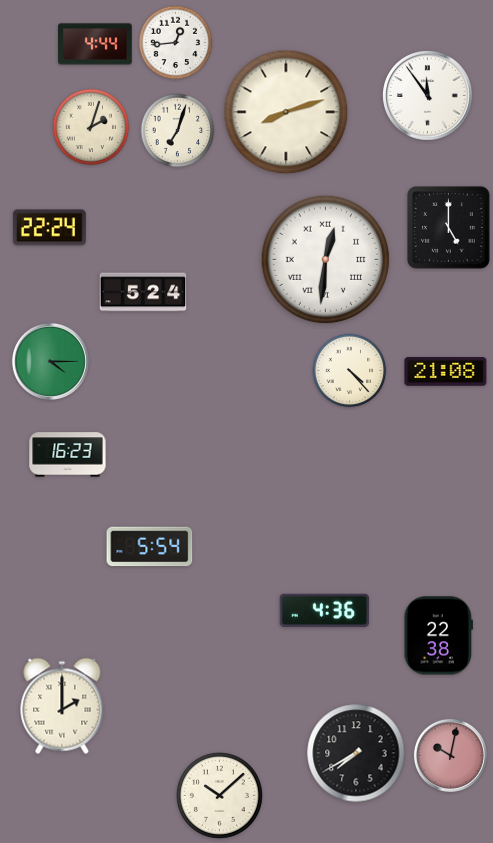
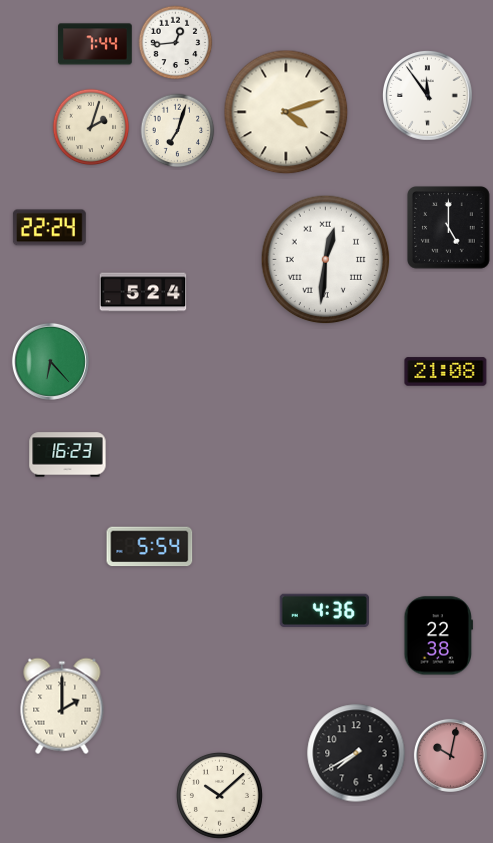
clock at (95, 44): 4:44 -> 7:44
clock at (286, 112): 8:12 -> 4:12
clock at (50, 361): 4:15 -> 6:23
clock at (350, 371): 4:23 -> none
